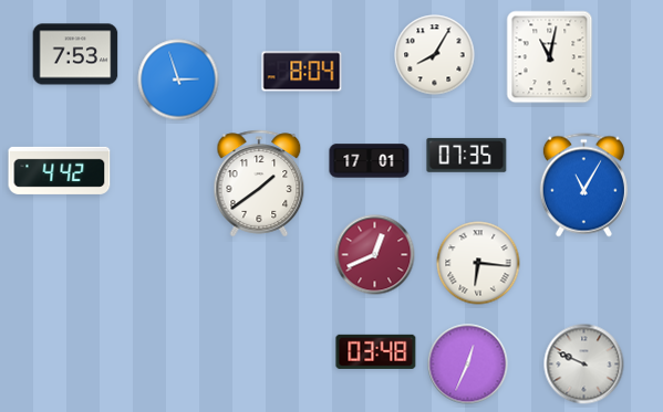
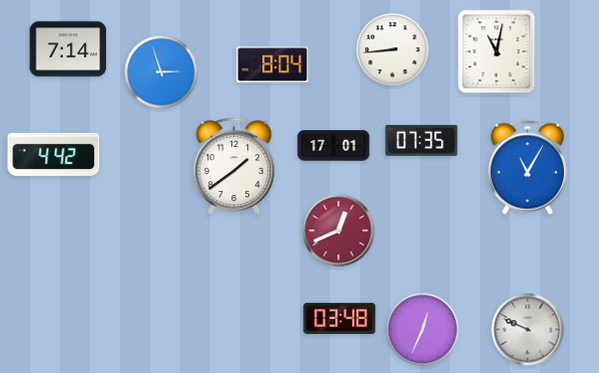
clock at (75, 54): 7:53 -> 7:14
clock at (435, 55): 8:05 -> 8:44
clock at (478, 263): 6:16 -> none
